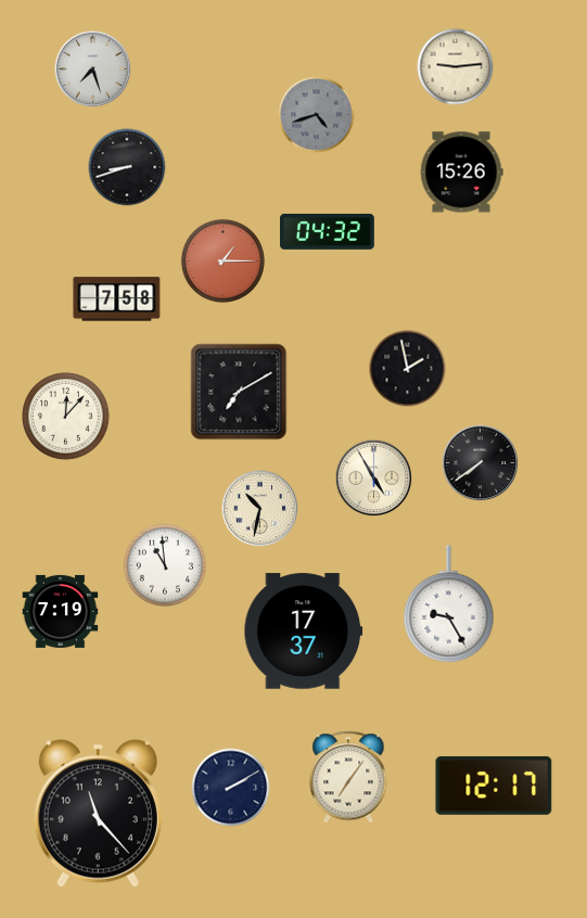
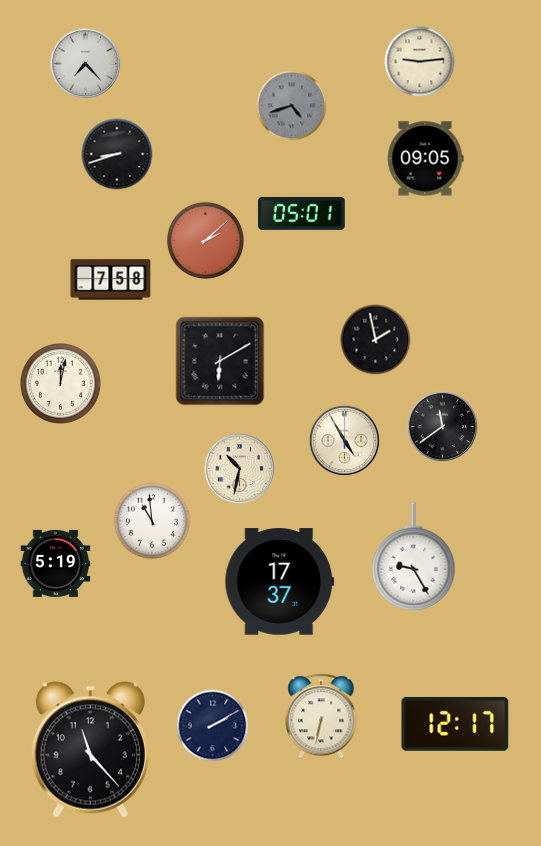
clock at (93, 69): 7:27 -> 7:23
clock at (461, 173): 15:26 -> 09:05
clock at (328, 232): 04:32 -> 05:01
clock at (222, 260): 1:15 -> 2:08
clock at (117, 299) position: (117, 299) -> (111, 280)
clock at (239, 392): 7:10 -> 6:10
clock at (66, 417): 12:07 -> 12:02
clock at (481, 463): 7:39 -> 11:39
clock at (61, 611): 7:19 -> 5:19
clock at (348, 777): 7:06 -> 6:32
